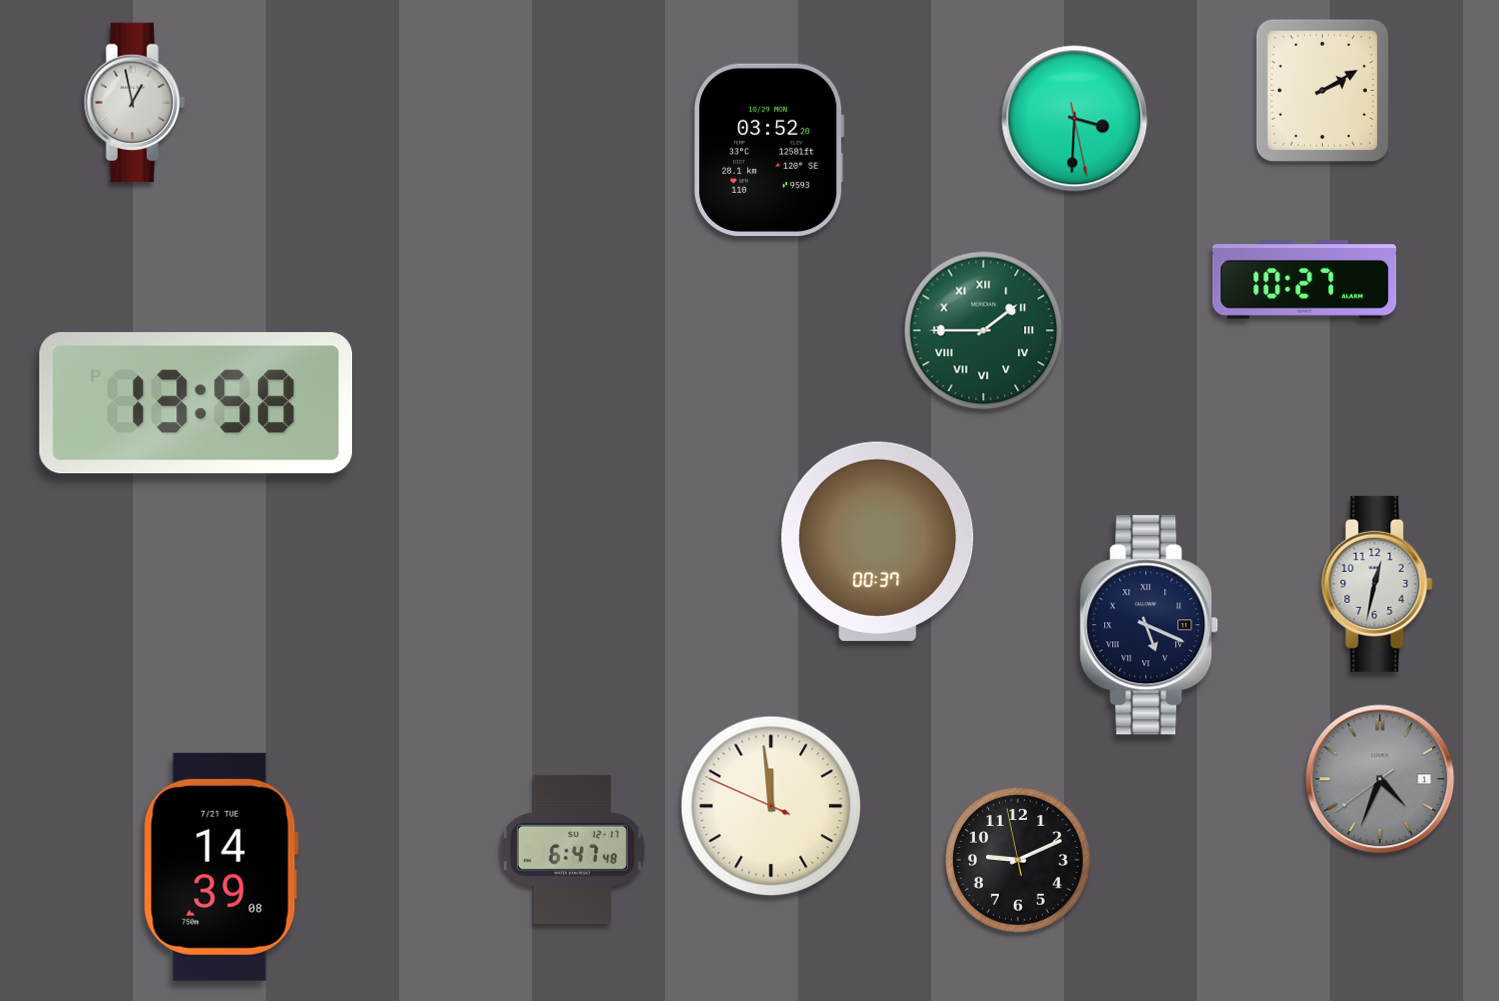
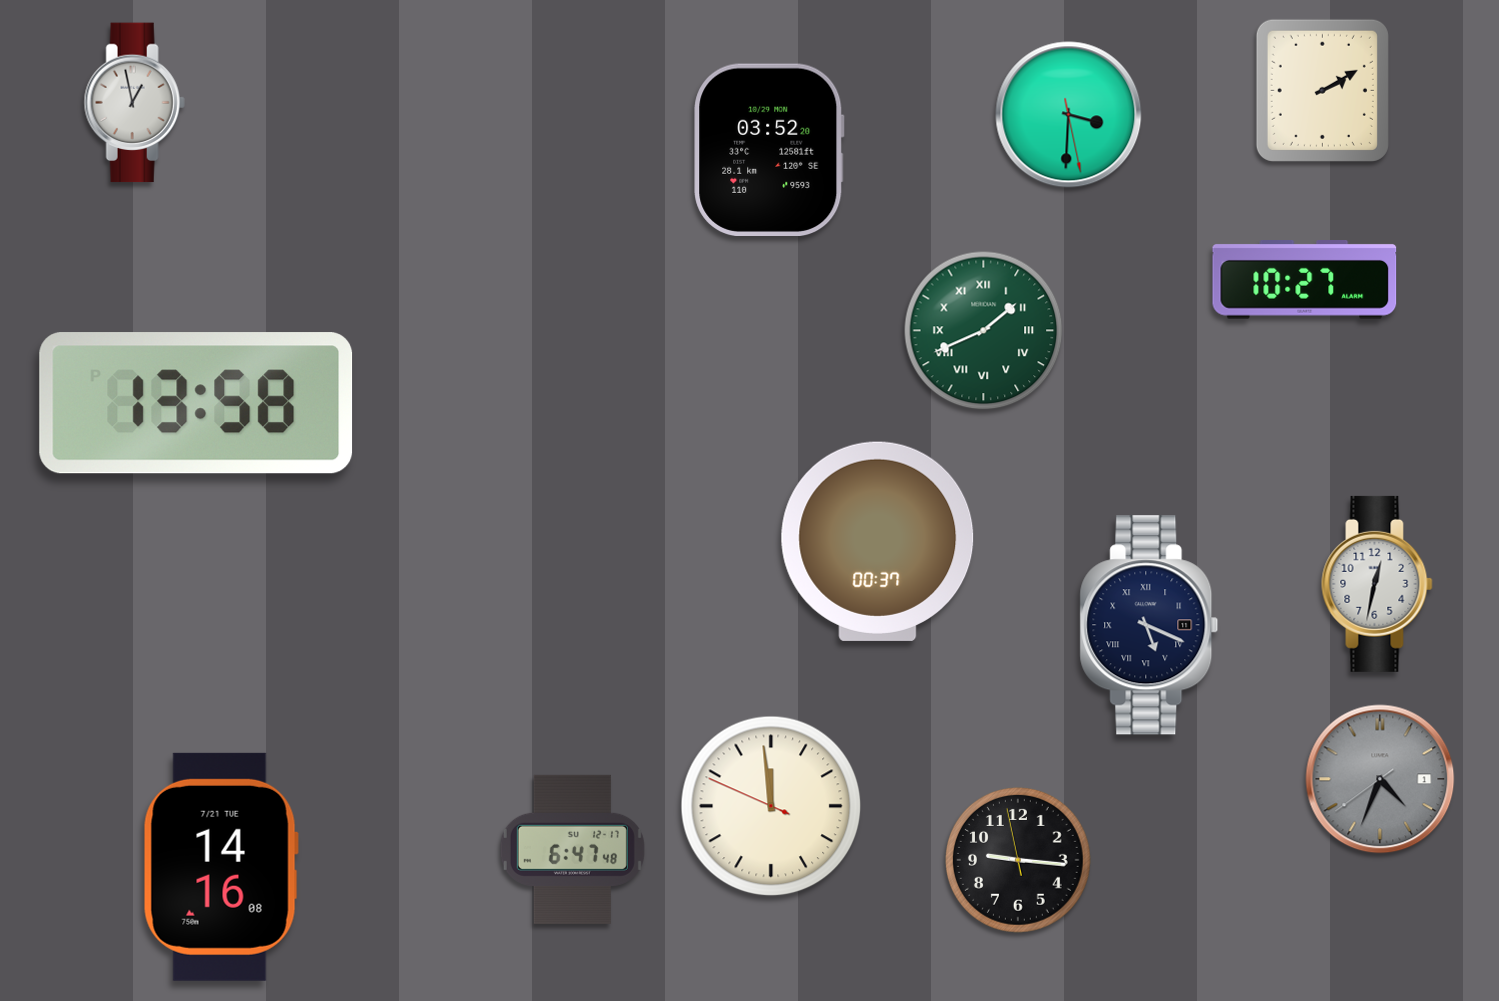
clock at (1075, 119) position: (1075, 119) -> (1069, 115)
clock at (984, 331): 1:45 -> 1:41
clock at (1019, 861): 9:10 -> 9:15
clock at (221, 867): 14:39 -> 14:16
